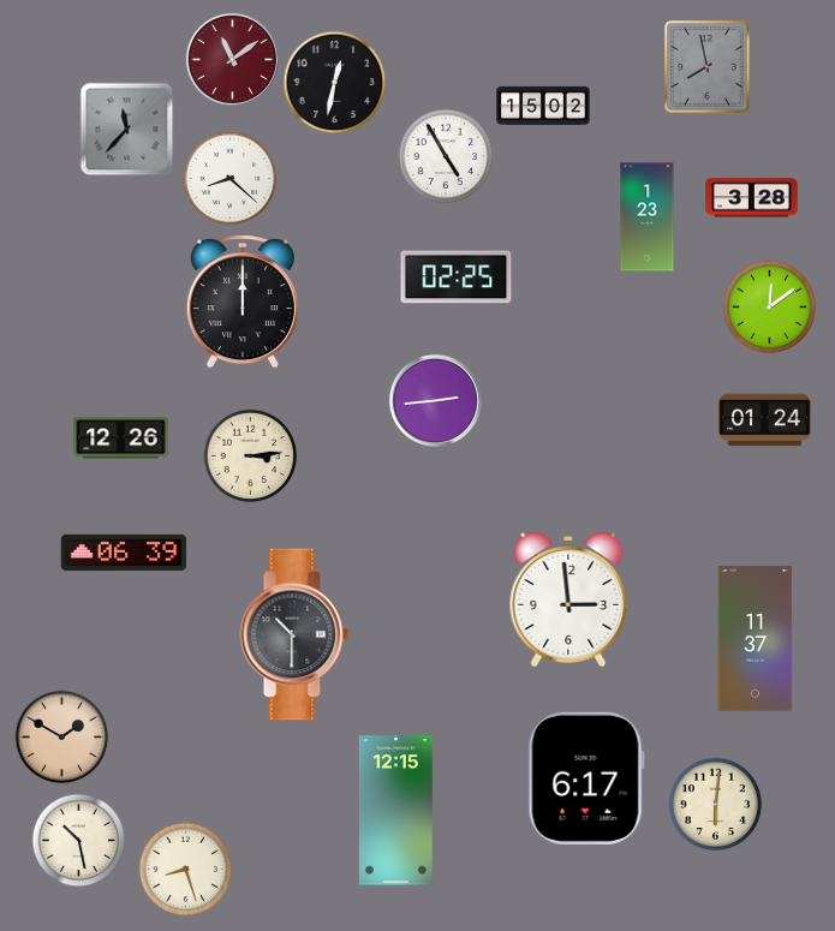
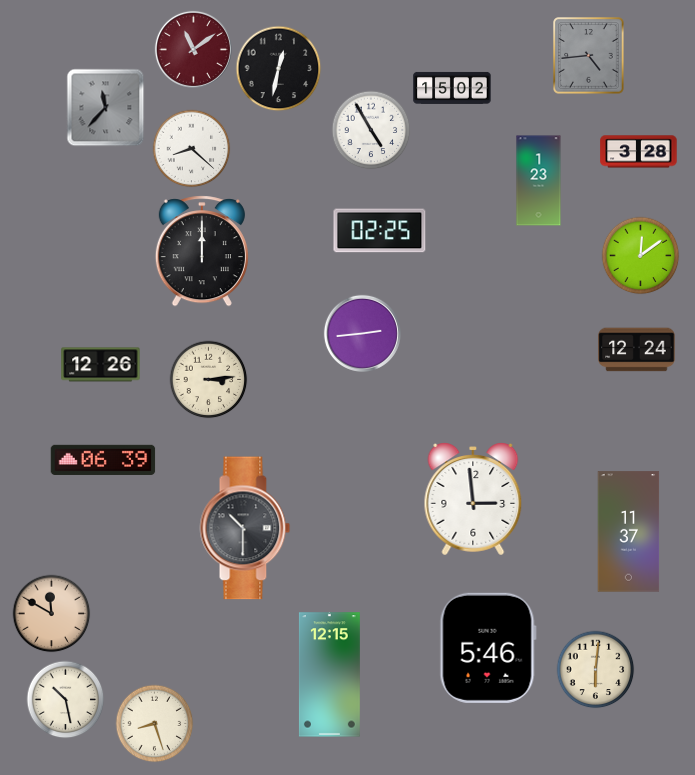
clock at (708, 67): 7:58 -> 4:44
clock at (752, 198) position: (752, 198) -> (639, 152)
clock at (765, 420): 01:24 -> 12:24
clock at (61, 736): 1:50 -> 11:50
clock at (586, 778): 6:17 -> 5:46
